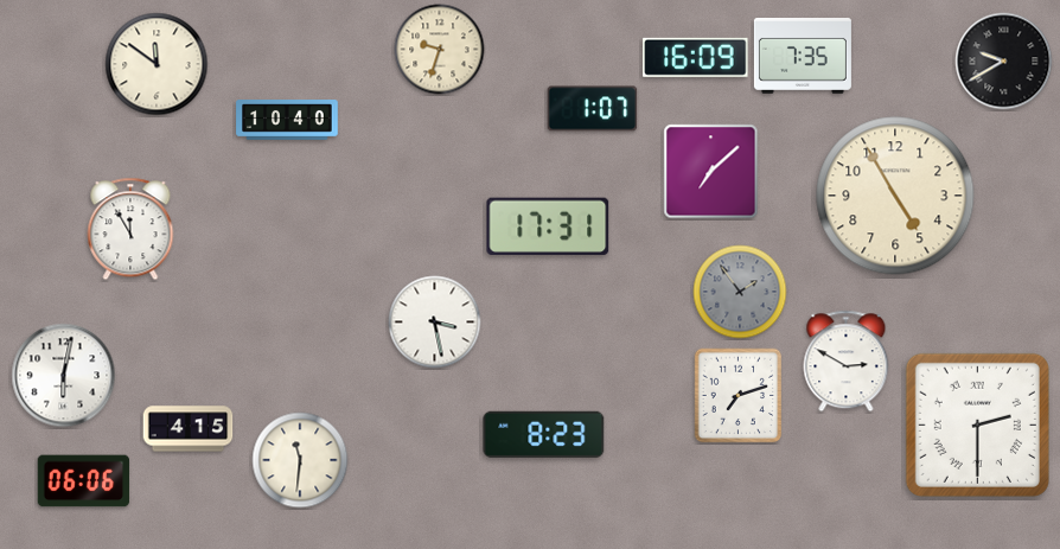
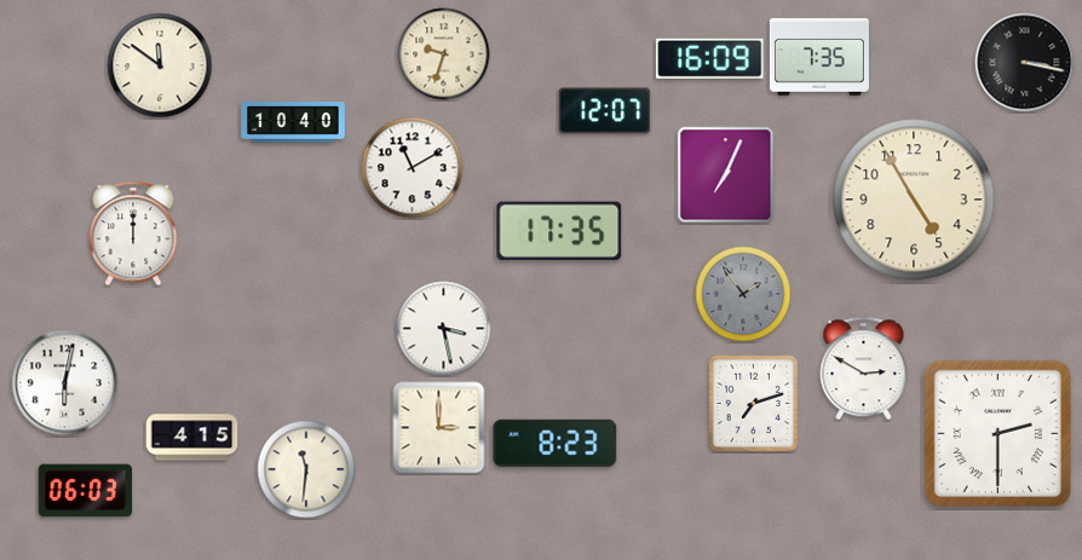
clock at (440, 50) position: (440, 50) -> (444, 54)
clock at (1004, 62): 9:40 -> 3:17
clock at (593, 109): 1:07 -> 12:07
clock at (413, 168): none -> 11:10
clock at (711, 172): 7:08 -> 7:04
clock at (548, 226): 17:31 -> 17:35
clock at (130, 229): 11:55 -> 12:00
clock at (740, 292) position: (740, 292) -> (743, 294)
clock at (439, 428): none -> 3:00
clock at (84, 481): 06:06 -> 06:03
